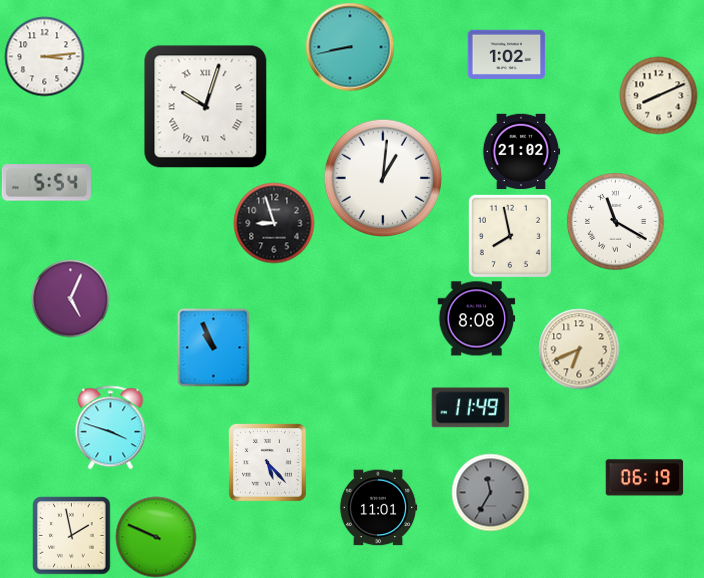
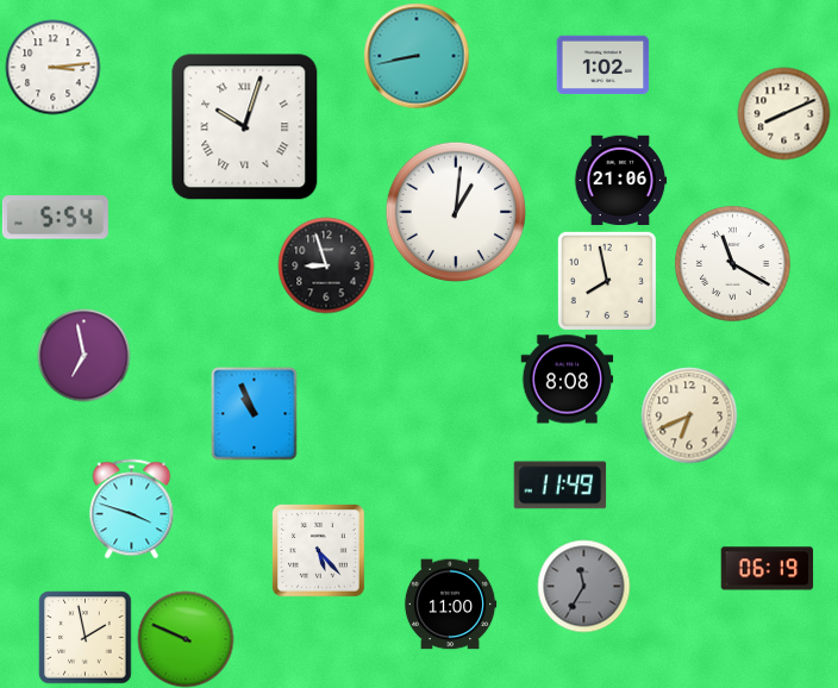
clock at (521, 152): 21:02 -> 21:06
clock at (70, 298): 5:04 -> 6:58
clock at (378, 508): 11:01 -> 11:00
